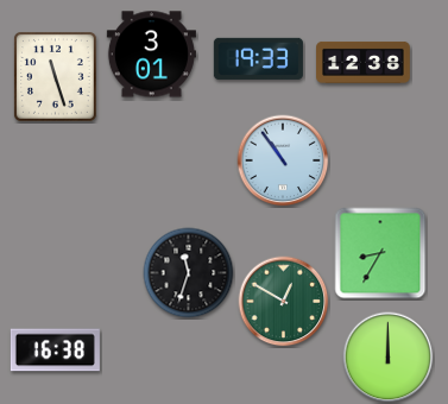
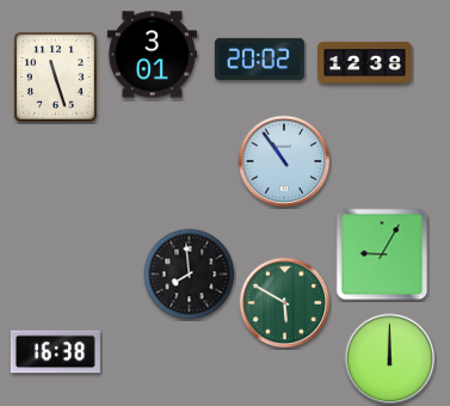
clock at (258, 58): 19:33 -> 20:02
clock at (380, 253): 8:35 -> 9:05
clock at (189, 273): 11:33 -> 7:59
clock at (284, 302): 12:50 -> 5:50
